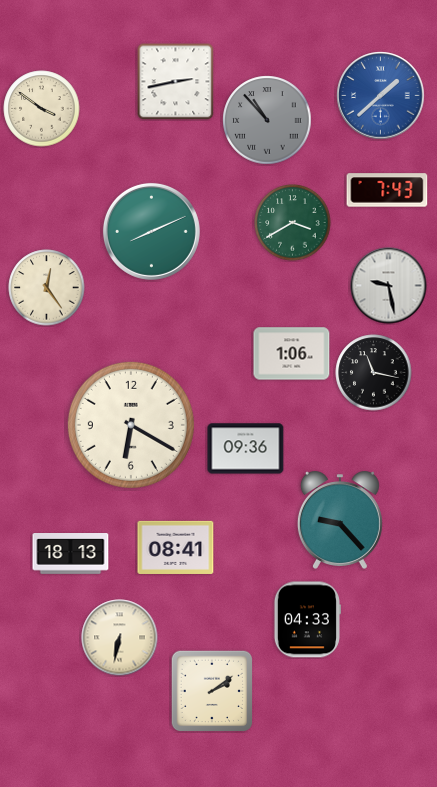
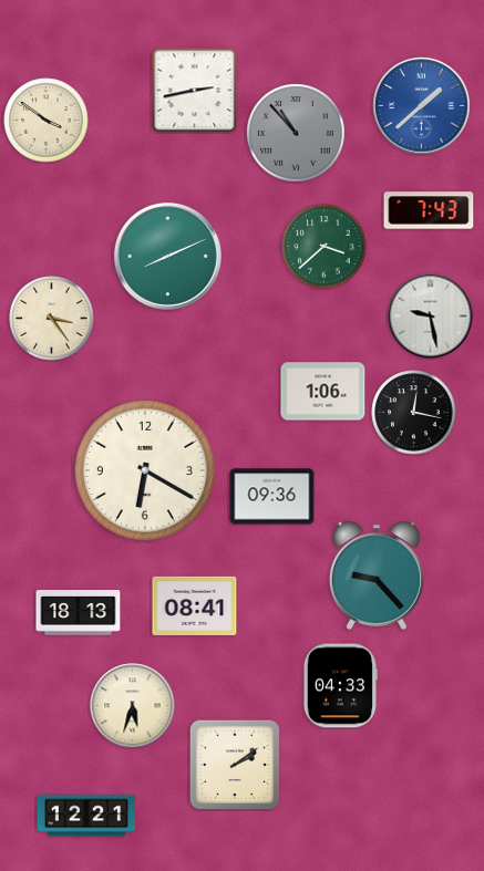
clock at (293, 223): 3:40 -> 3:38
clock at (47, 288): 12:24 -> 3:24
clock at (374, 373): 11:17 -> 12:17
clock at (120, 638): 6:32 -> 5:33
clock at (86, 816): none -> 12:21
